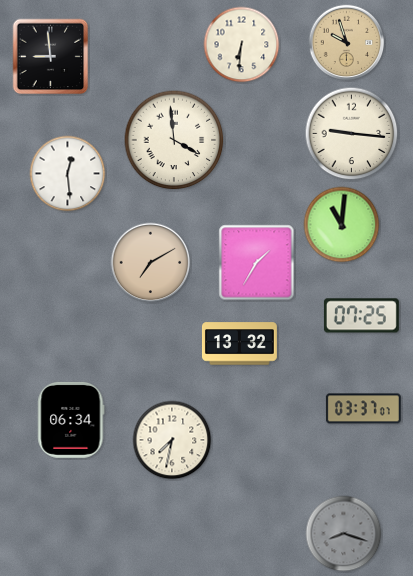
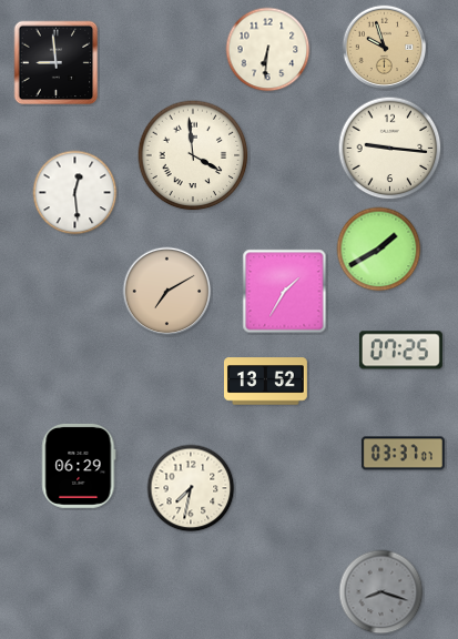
clock at (342, 225): 11:01 -> 1:40
clock at (239, 344): 13:32 -> 13:52
clock at (71, 420): 06:34 -> 06:29
